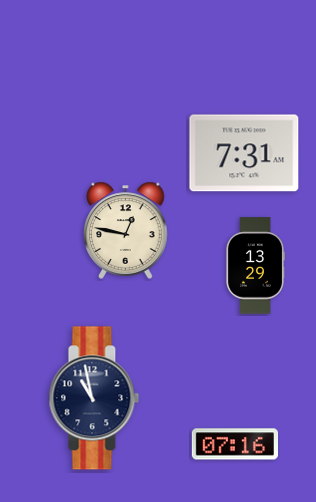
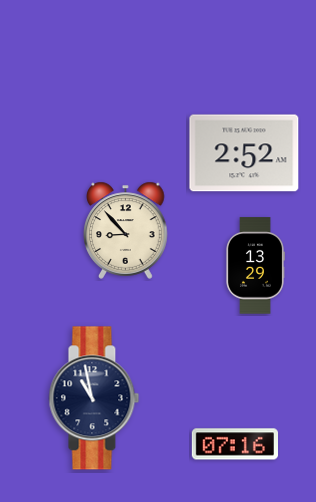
clock at (244, 153): 7:31 -> 2:52
clock at (126, 230): 12:47 -> 8:53
